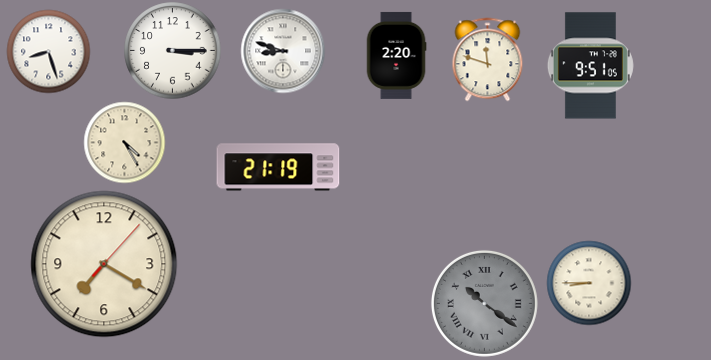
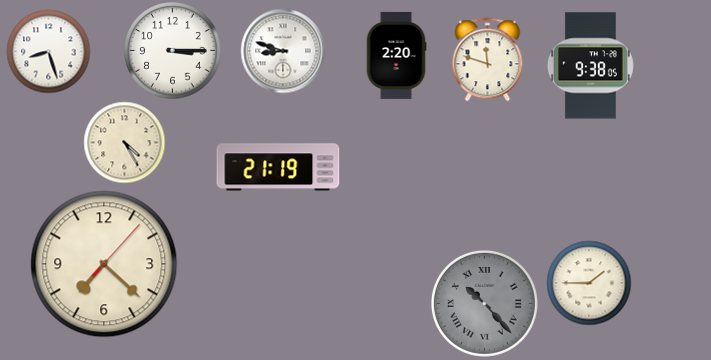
clock at (590, 66): 9:51 -> 9:38
clock at (104, 264): 7:20 -> 7:22
clock at (589, 283): 8:45 -> 1:45
clock at (484, 303): 10:21 -> 10:23
